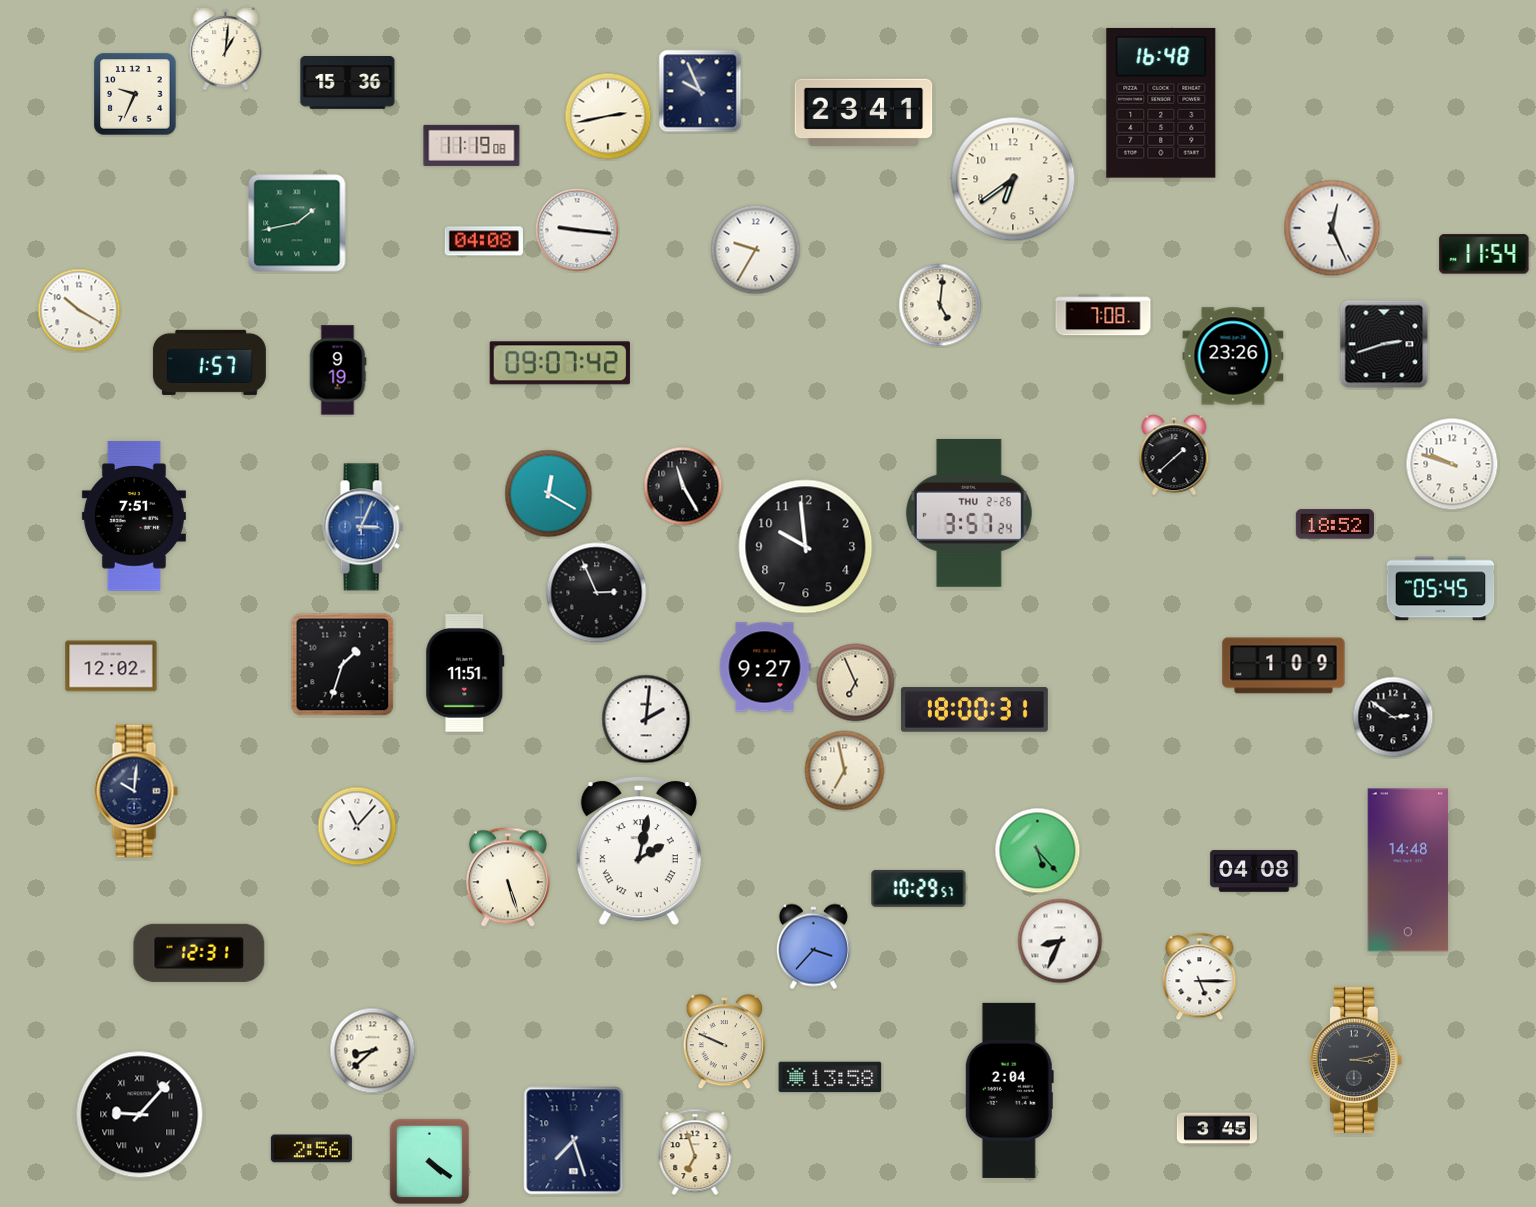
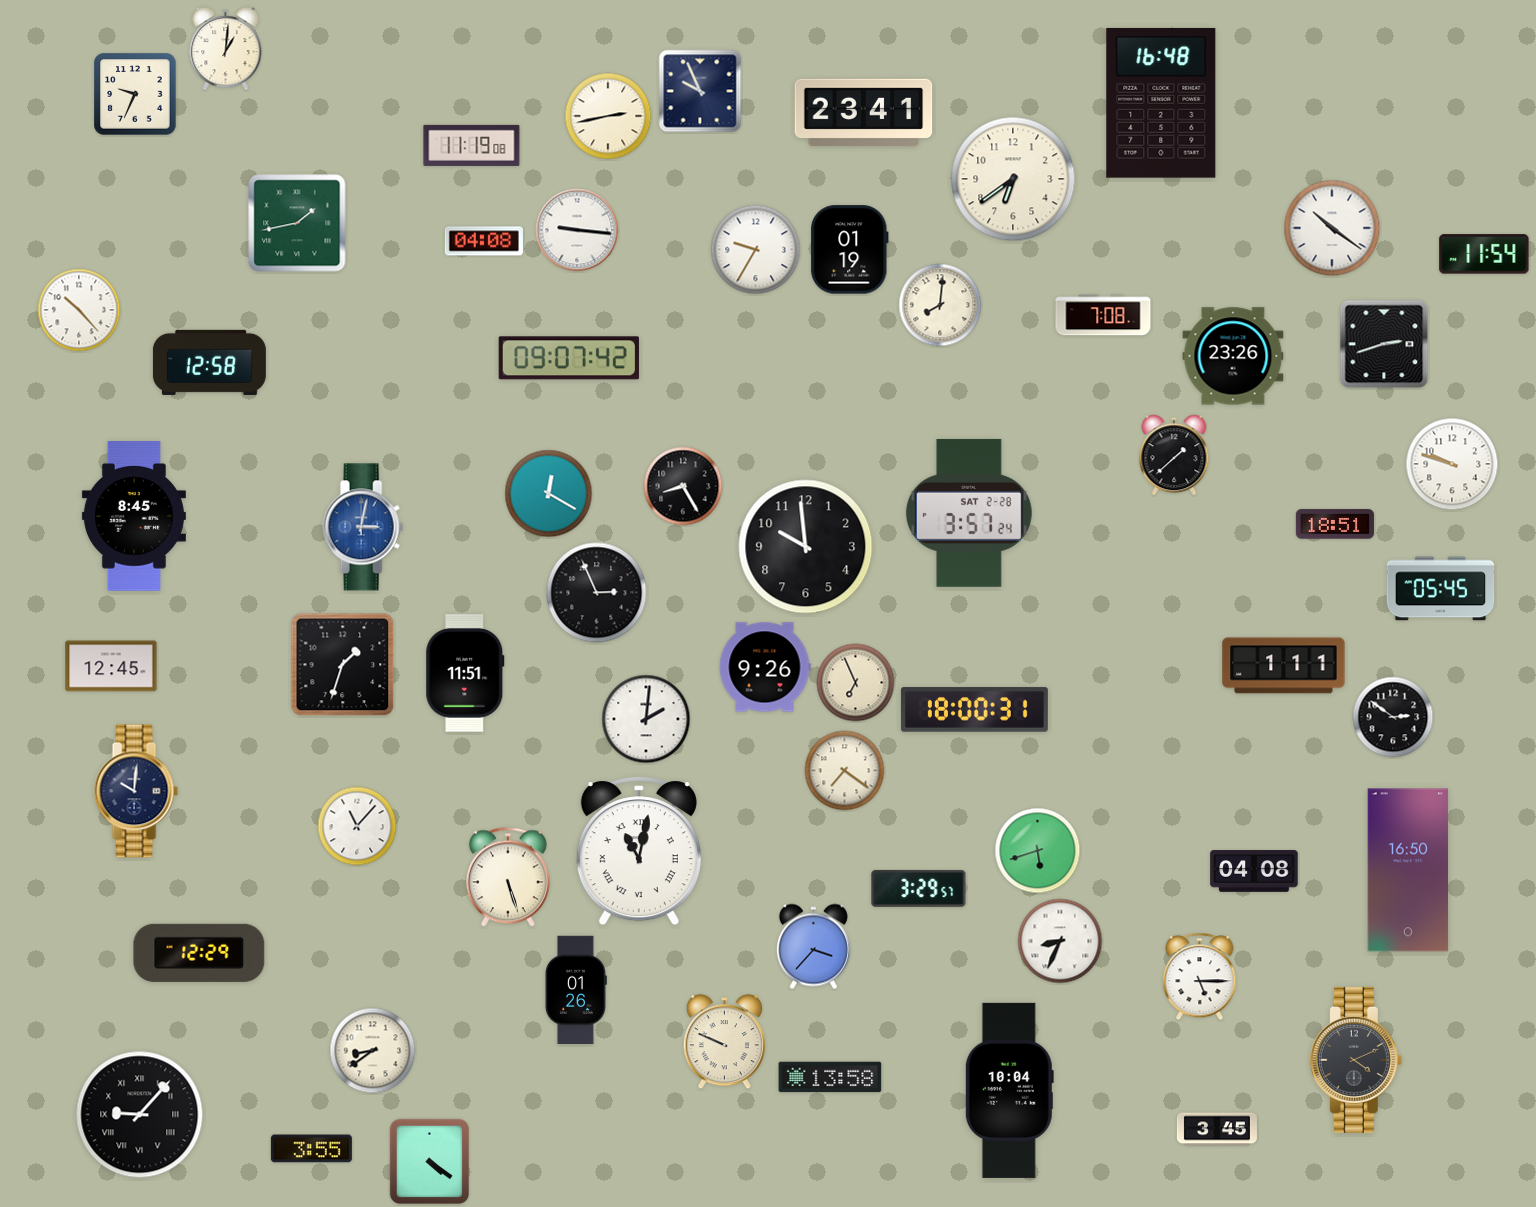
clock at (348, 83): 15:36 -> none
clock at (1332, 228): 12:26 -> 10:21
clock at (850, 250): none -> 01:19
clock at (940, 305): 5:01 -> 8:01
clock at (79, 310): 10:20 -> 10:23
clock at (209, 362): 1:57 -> 12:58
clock at (560, 363) position: (560, 363) -> (569, 358)
clock at (338, 370): 9:19 -> none
clock at (683, 486): 11:25 -> 8:25
clock at (969, 513) date: THU 2-26 -> SAT 2-28
clock at (134, 516): 7:51 -> 8:45
clock at (1335, 524): 18:52 -> 18:51
clock at (363, 527): 3:04 -> 3:02
clock at (111, 666): 12:02 -> 12:45
clock at (1284, 666): 1:09 -> 1:11
clock at (765, 667): 9:27 -> 9:26
clock at (845, 771): 6:58 -> 7:21
clock at (639, 851): 2:02 -> 11:02
clock at (1038, 851): 5:23 -> 5:42
clock at (1408, 870): 14:48 -> 16:50
clock at (919, 888): 10:29 -> 3:29
clock at (199, 953): 12:31 -> 12:29
clock at (576, 990): none -> 01:26
clock at (373, 1051): 8:38 -> 8:39
clock at (1356, 1060): 3:13 -> 4:11
clock at (1009, 1090): 2:04 -> 10:04
clock at (574, 1141): 7:27 -> none
clock at (311, 1149): 2:56 -> 3:55
clock at (695, 1152): 6:57 -> none
